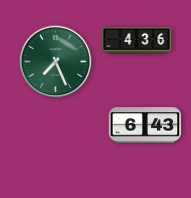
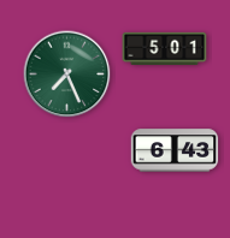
clock at (137, 40): 4:36 -> 5:01
